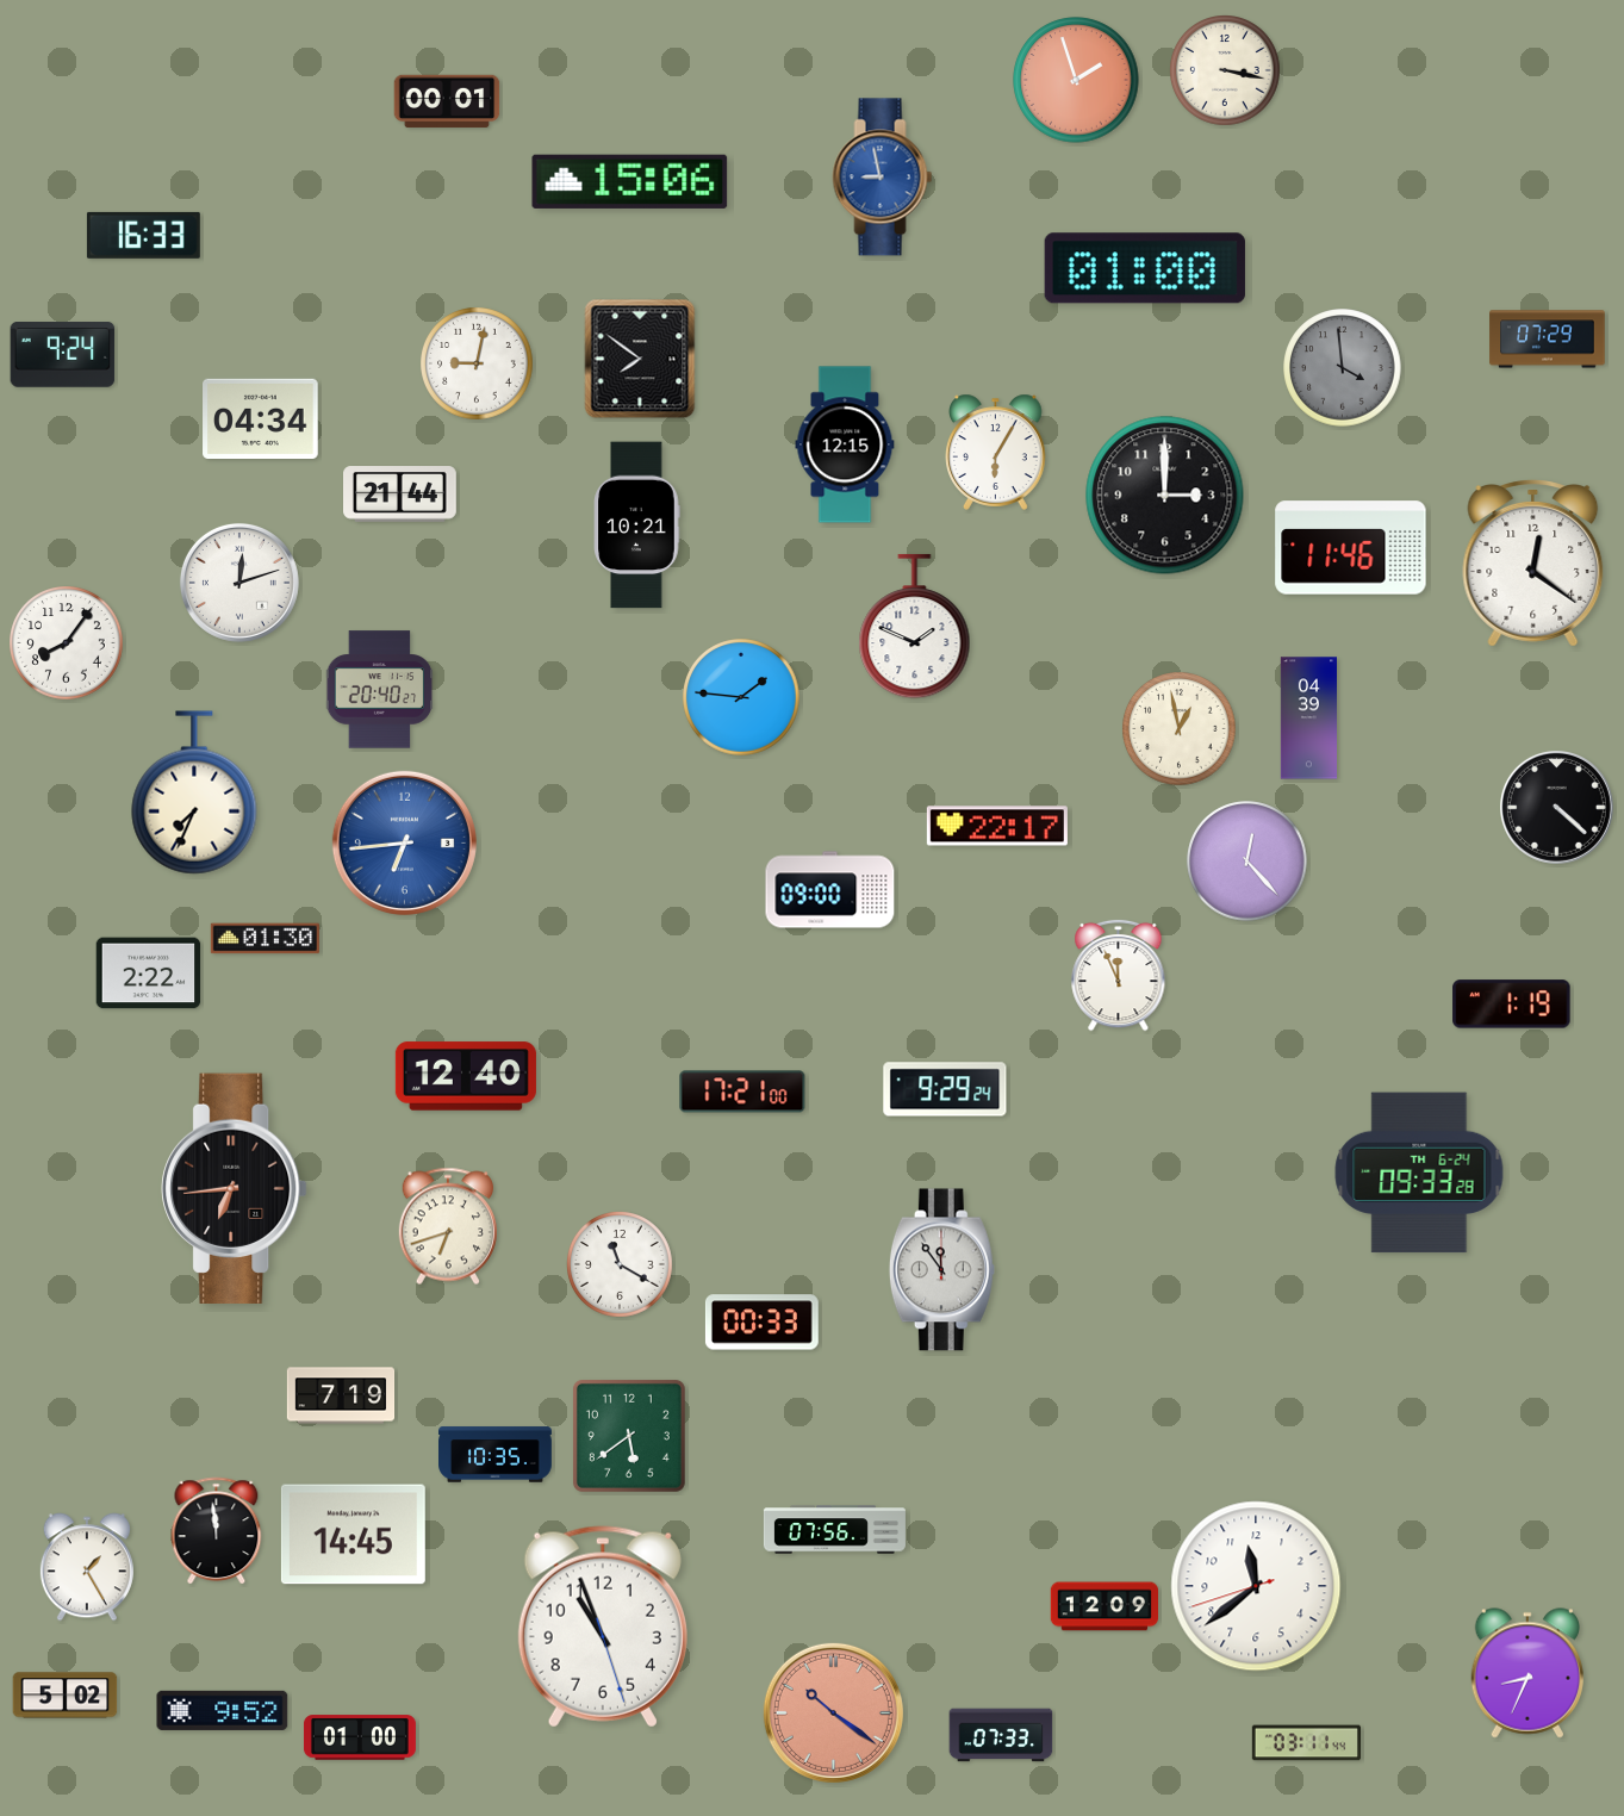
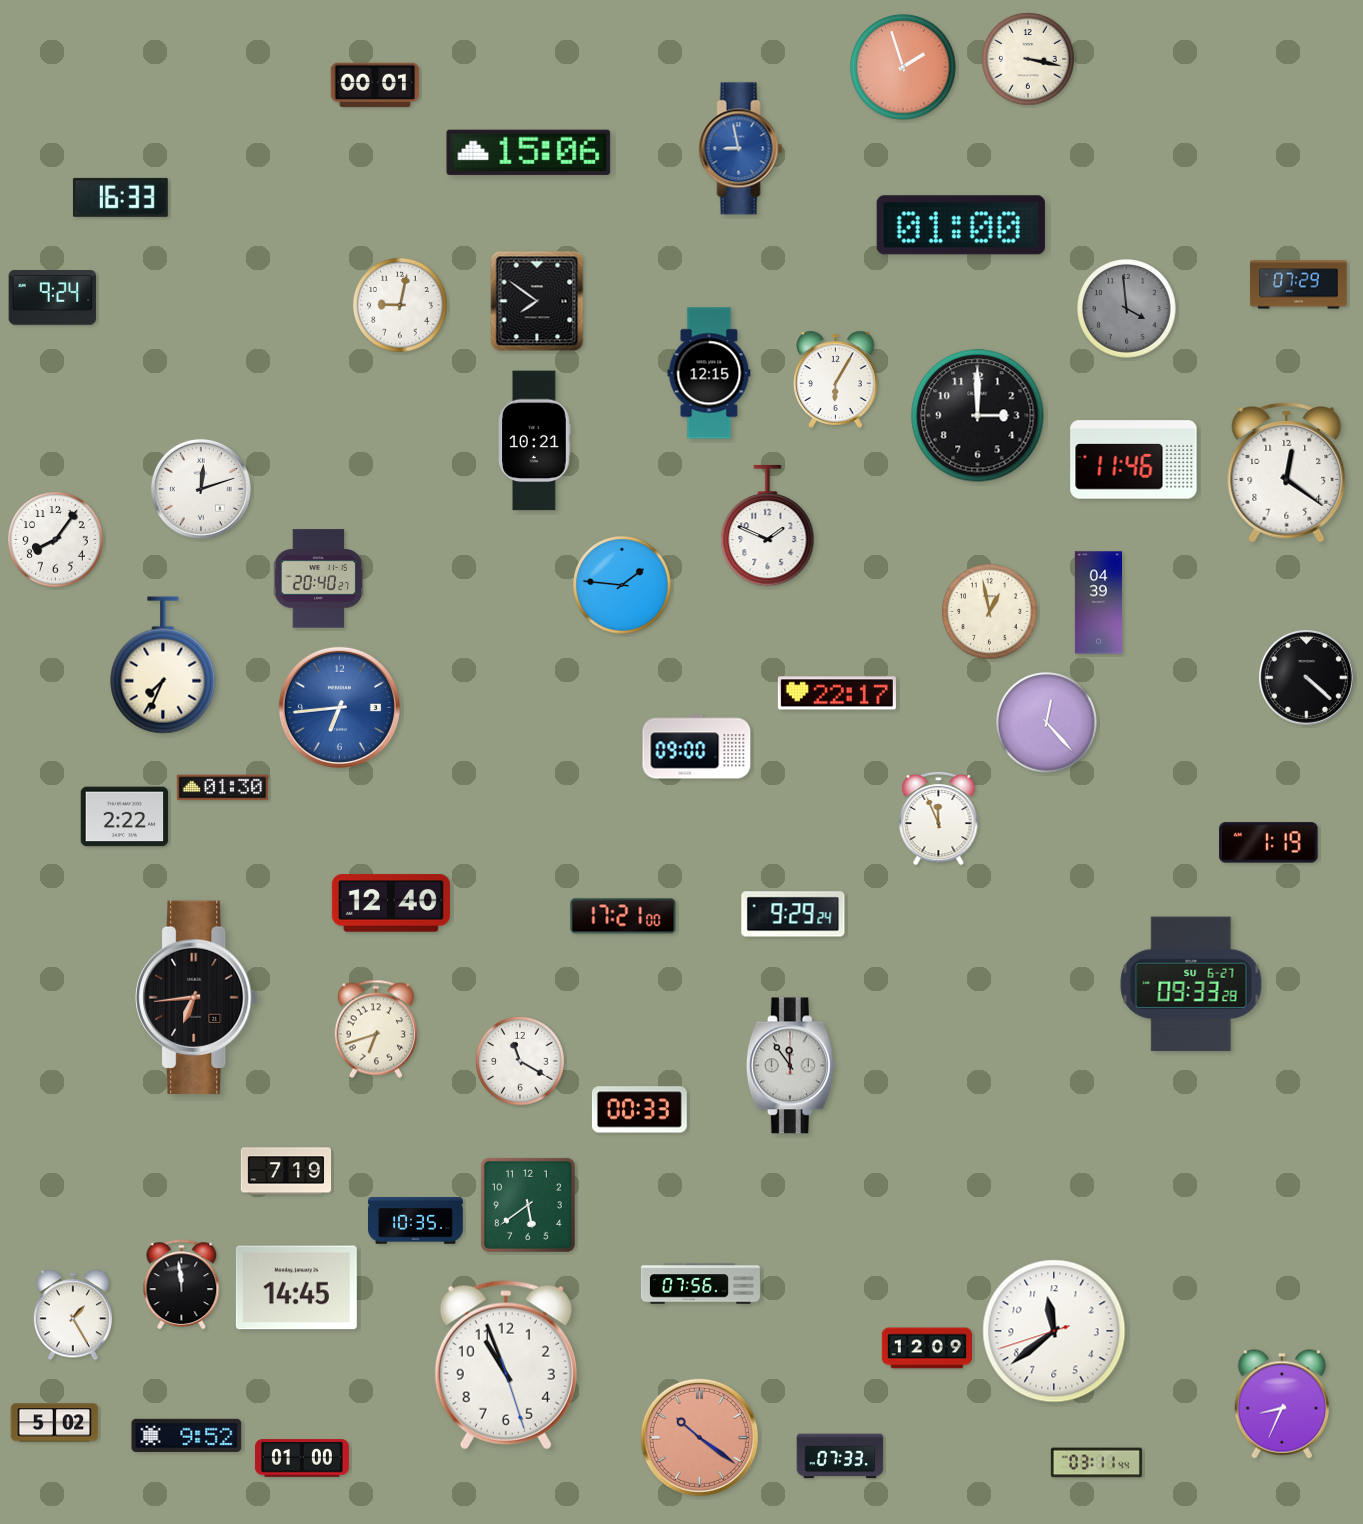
clock at (261, 418): 04:34 -> none
clock at (400, 495): 21:44 -> none
clock at (1419, 1173) date: TH 6-24 -> SU 6-27
